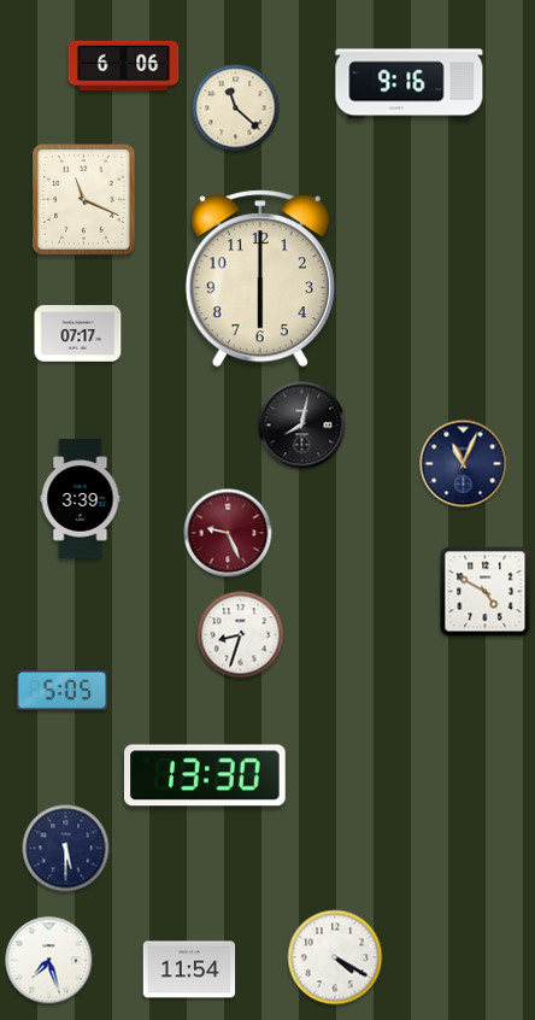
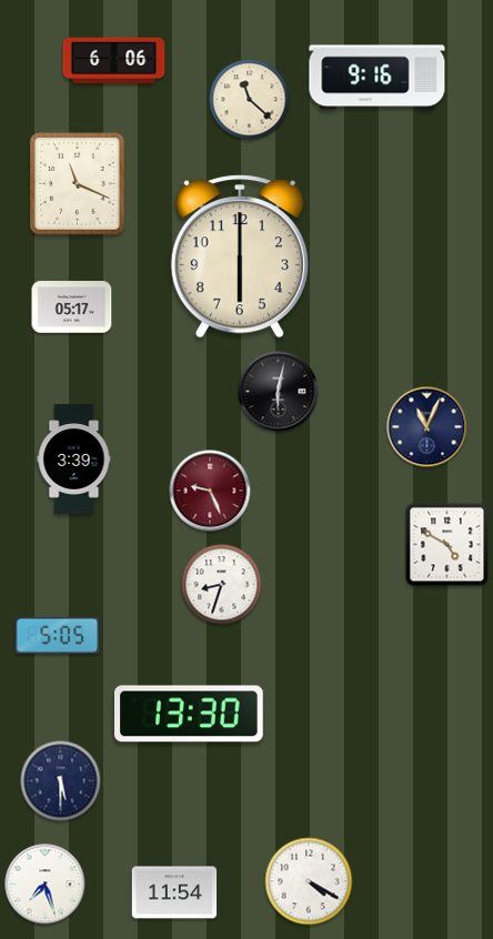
clock at (236, 109) position: (236, 109) -> (250, 100)
clock at (78, 334): 07:17 -> 05:17
clock at (302, 426): 8:02 -> 6:02
